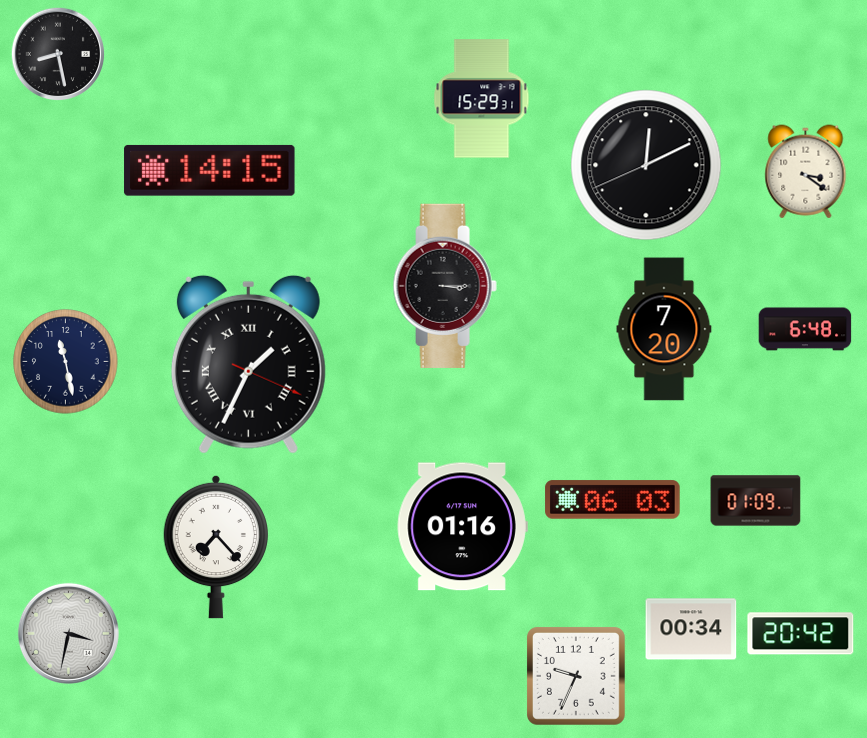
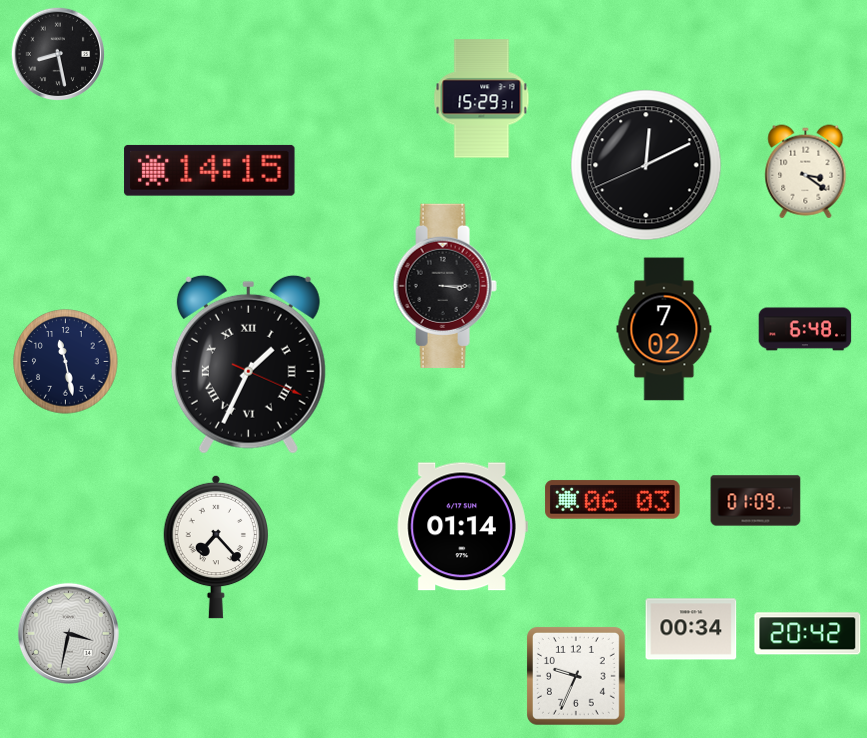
clock at (664, 329): 7:20 -> 7:02
clock at (462, 527): 01:16 -> 01:14
clock at (801, 634) position: (801, 634) -> (808, 634)
